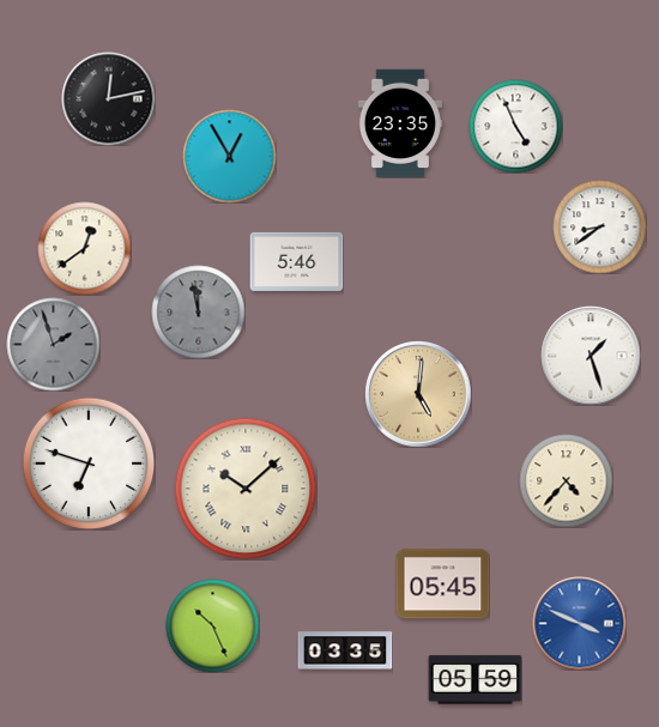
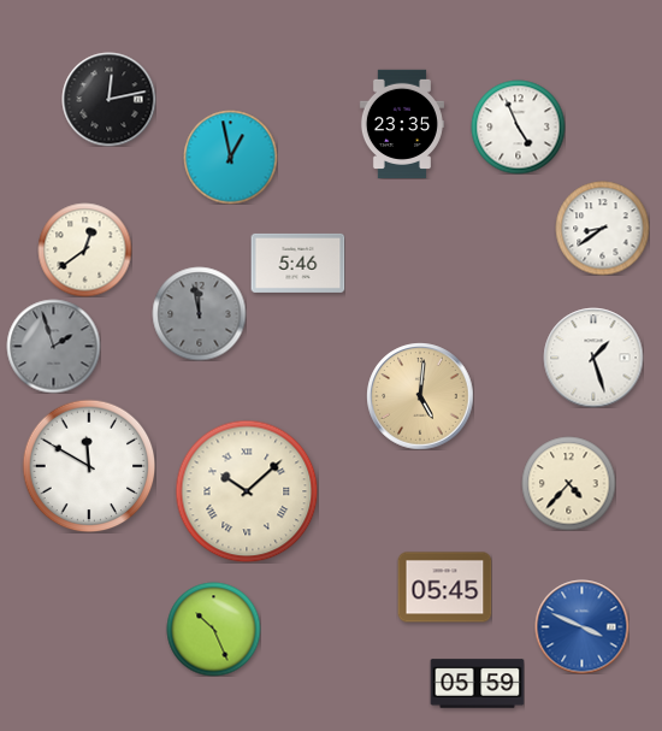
clock at (229, 156): 12:55 -> 12:58
clock at (89, 464): 6:48 -> 11:50
clock at (345, 650): 03:35 -> none
